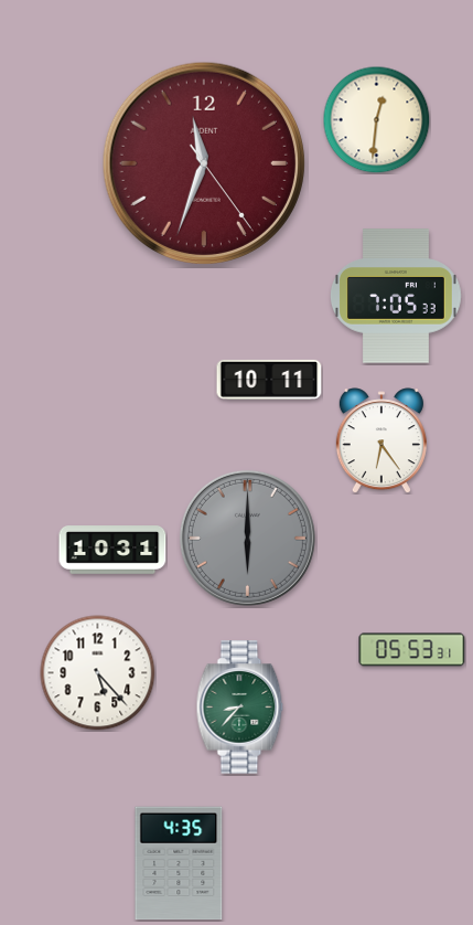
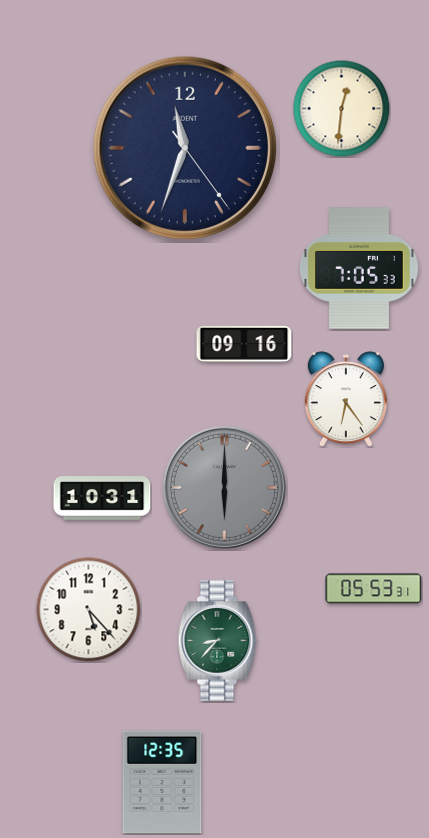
clock at (204, 163) dial: burgundy -> navy
clock at (269, 380): 10:11 -> 09:16
clock at (179, 863): 4:35 -> 12:35
